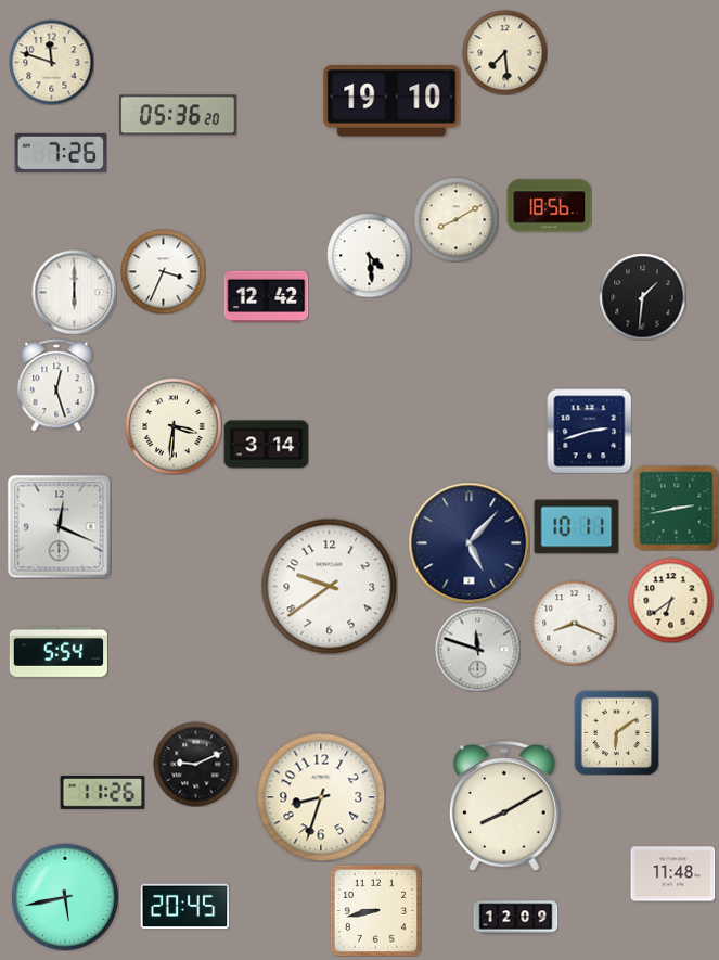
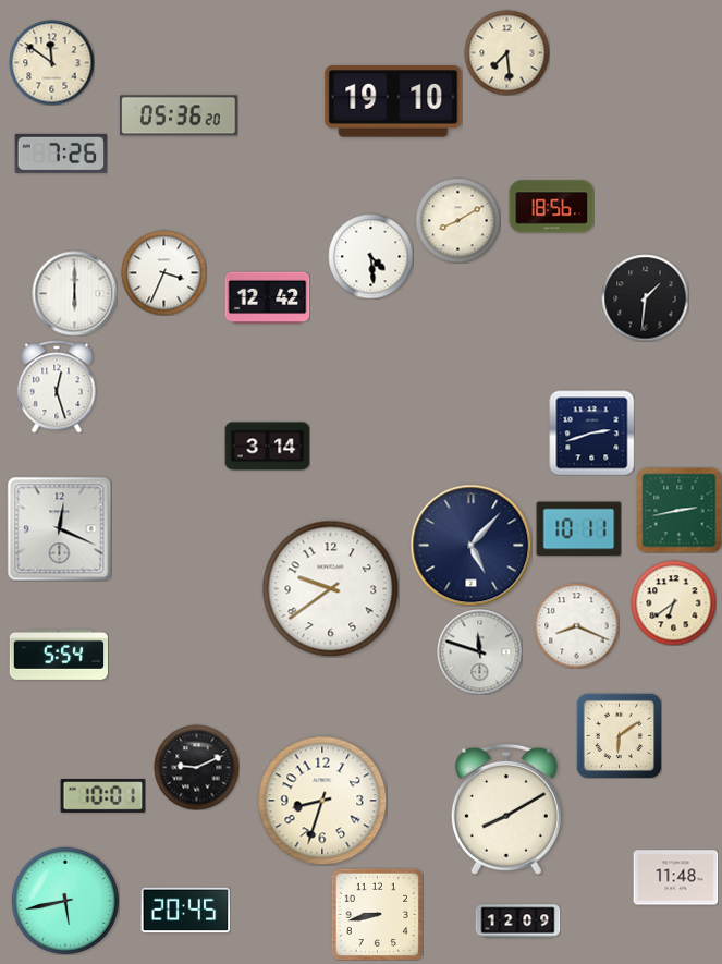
clock at (51, 62): 11:48 -> 11:51
clock at (174, 426): 3:31 -> none
clock at (102, 793): 11:26 -> 10:01
